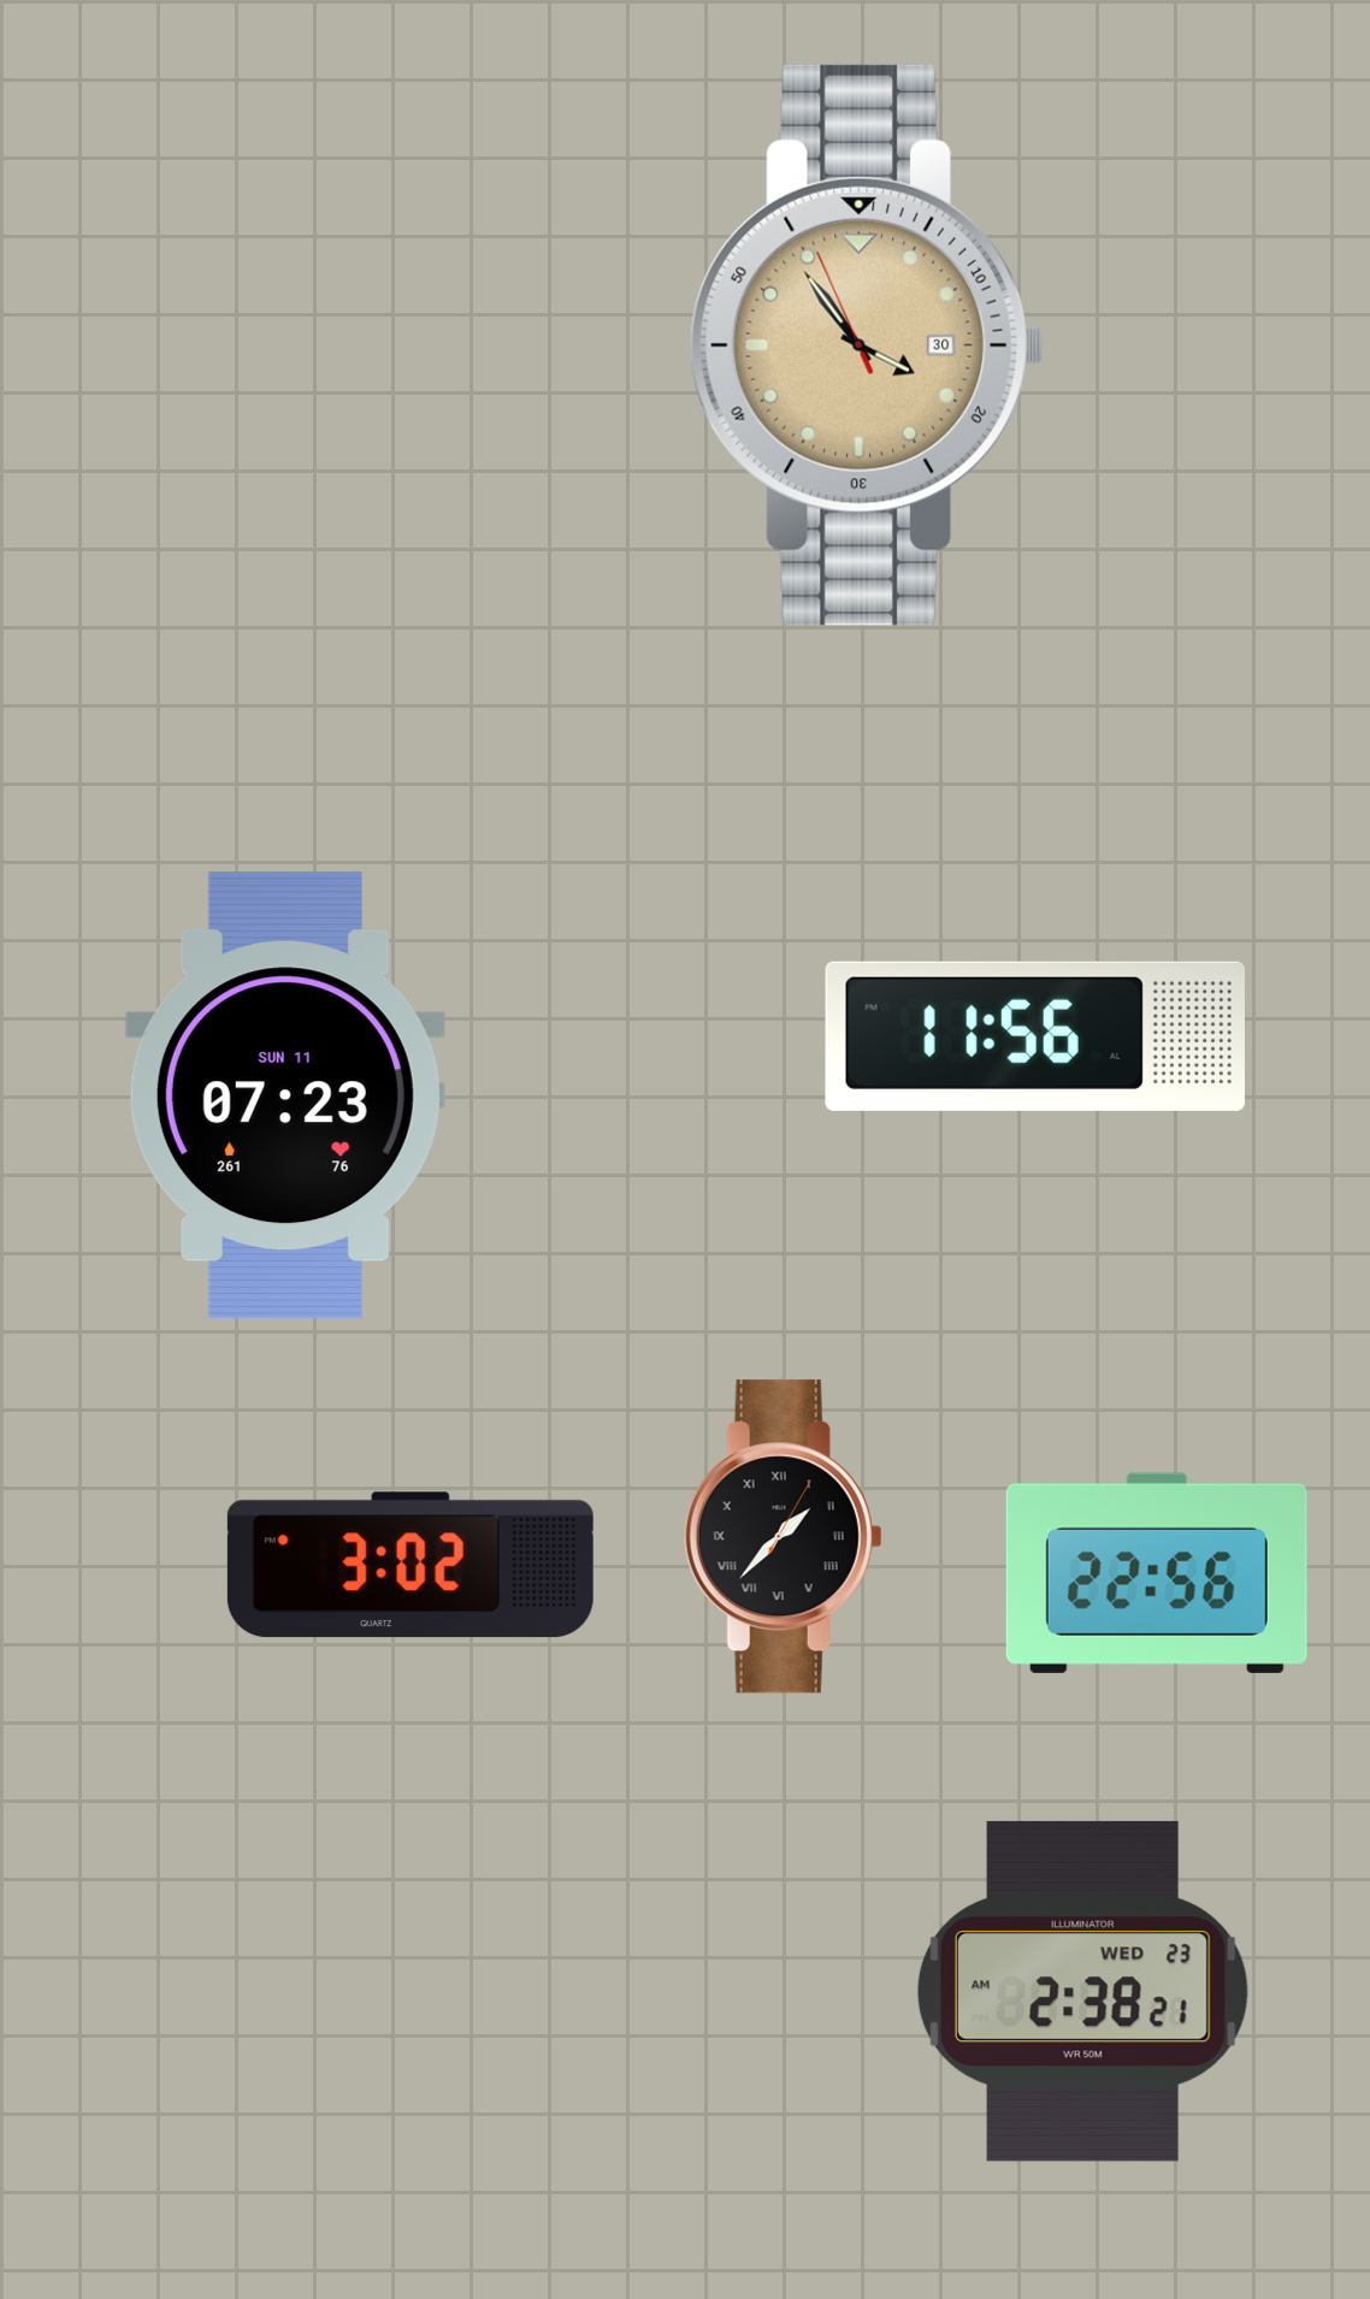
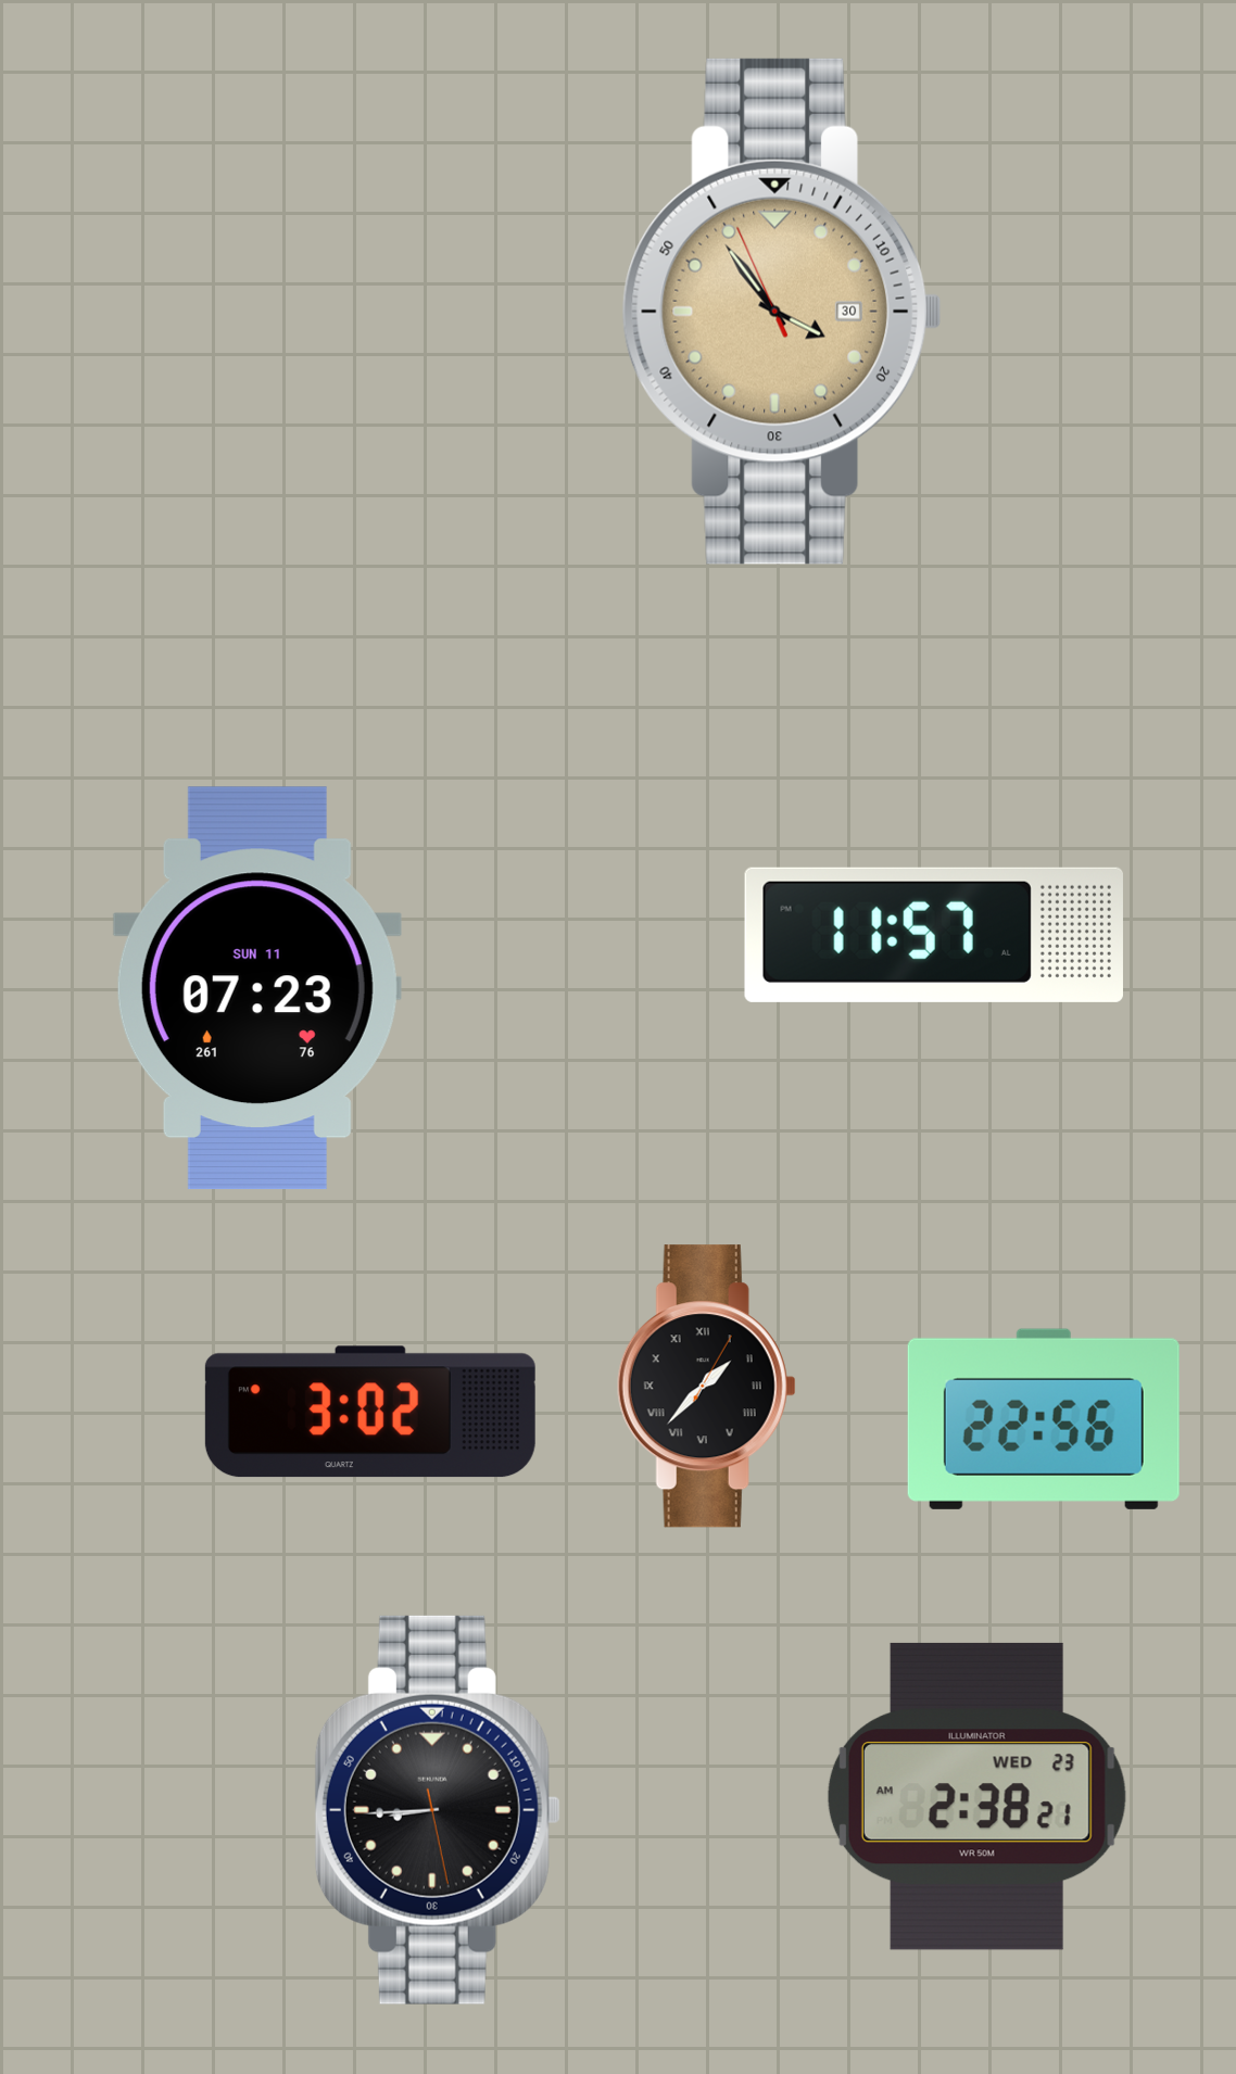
clock at (1035, 1036): 11:56 -> 11:57
clock at (438, 1810): none -> 8:44
